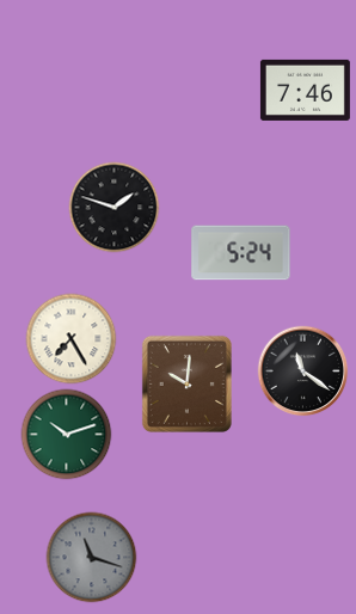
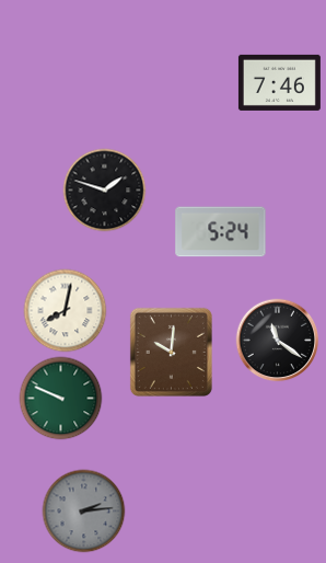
clock at (72, 339): 7:25 -> 8:02
clock at (67, 435): 10:12 -> 9:49
clock at (92, 558): 11:18 -> 2:14
